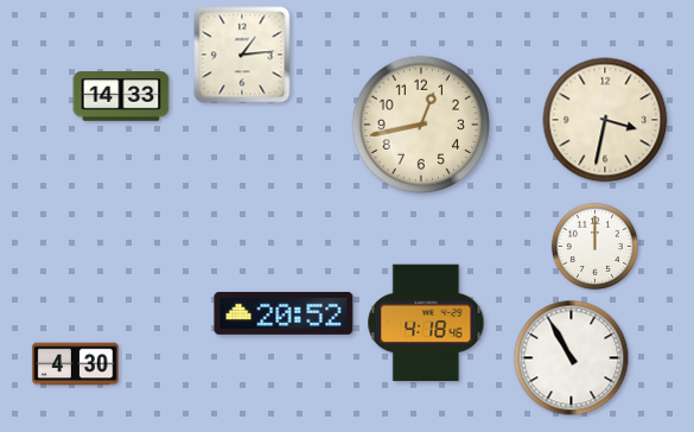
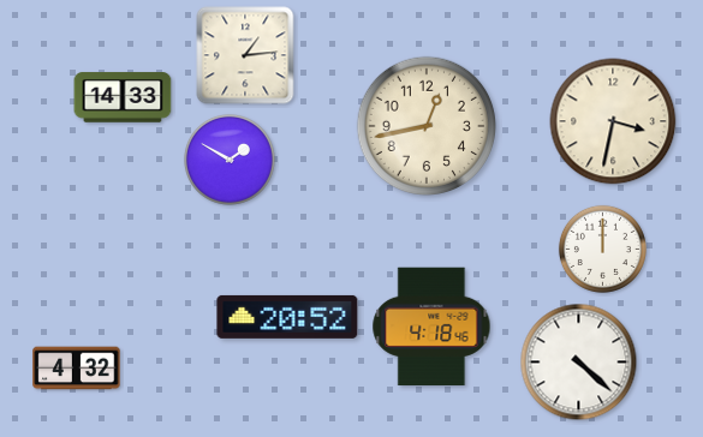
clock at (230, 160): none -> 1:50
clock at (572, 358): 10:55 -> 4:22
clock at (76, 364): 4:30 -> 4:32
